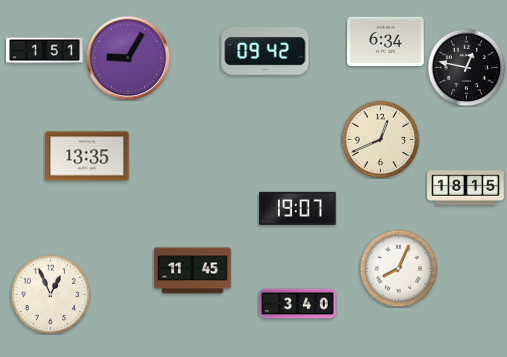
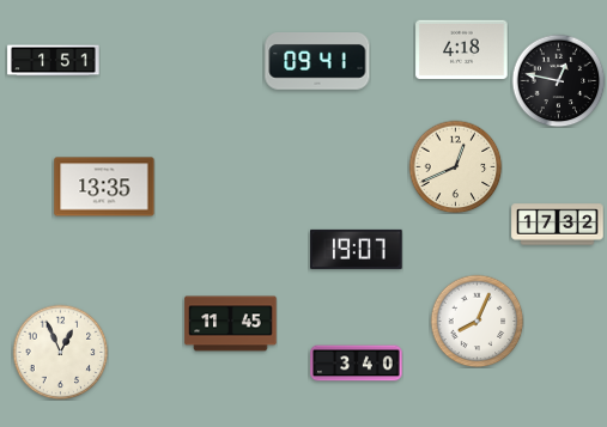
clock at (386, 42): 6:34 -> 4:18
clock at (265, 51): 09:42 -> 09:41
clock at (128, 58): 9:05 -> none
clock at (466, 188): 18:15 -> 17:32
